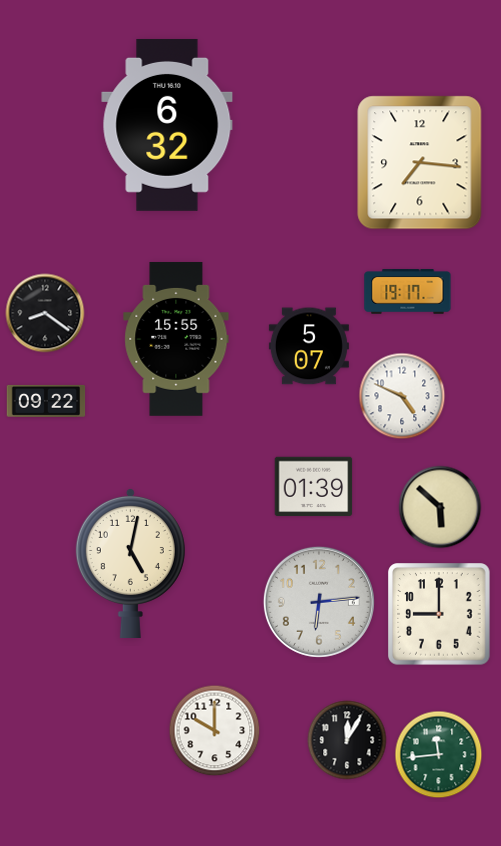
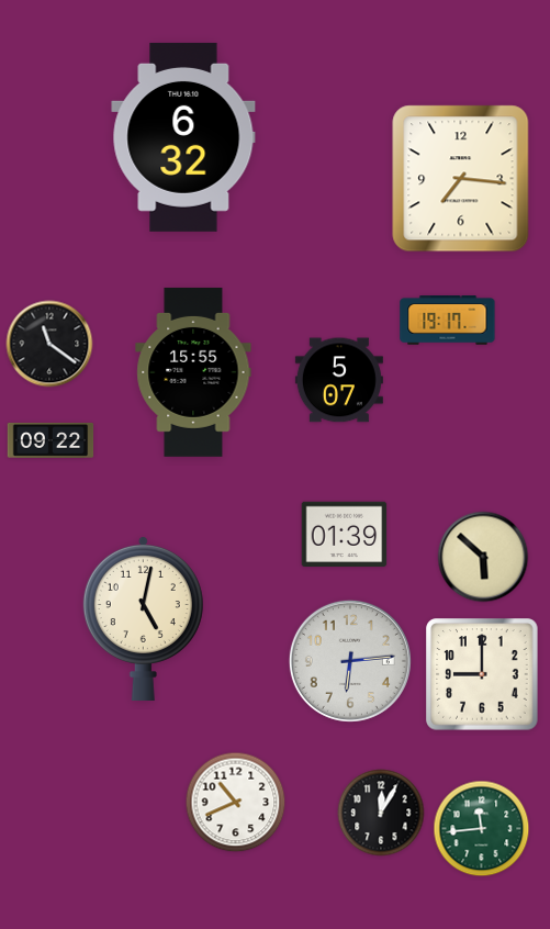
clock at (45, 313): 8:21 -> 11:21
clock at (402, 396): 4:49 -> none
clock at (215, 731): 10:00 -> 10:41
